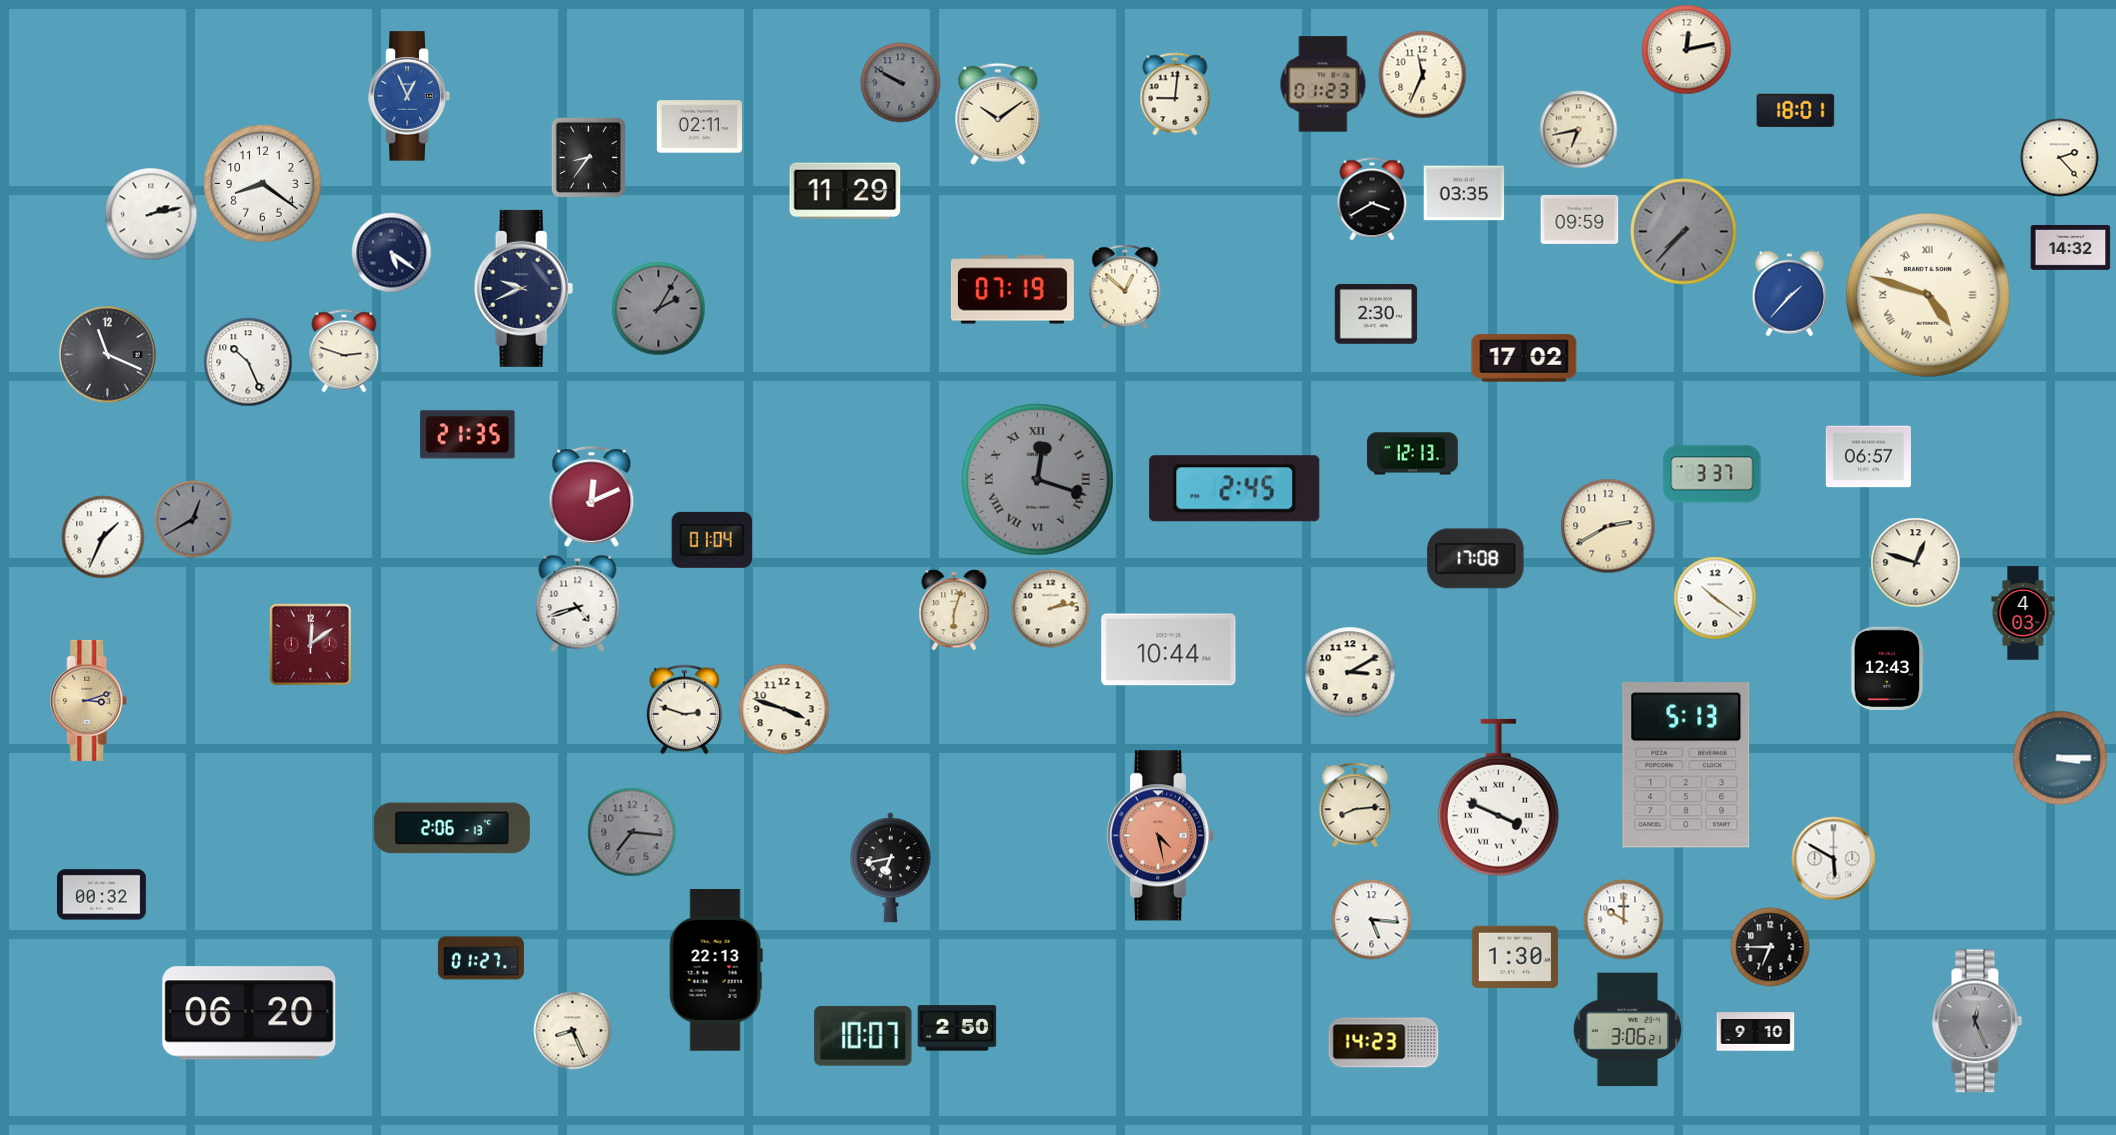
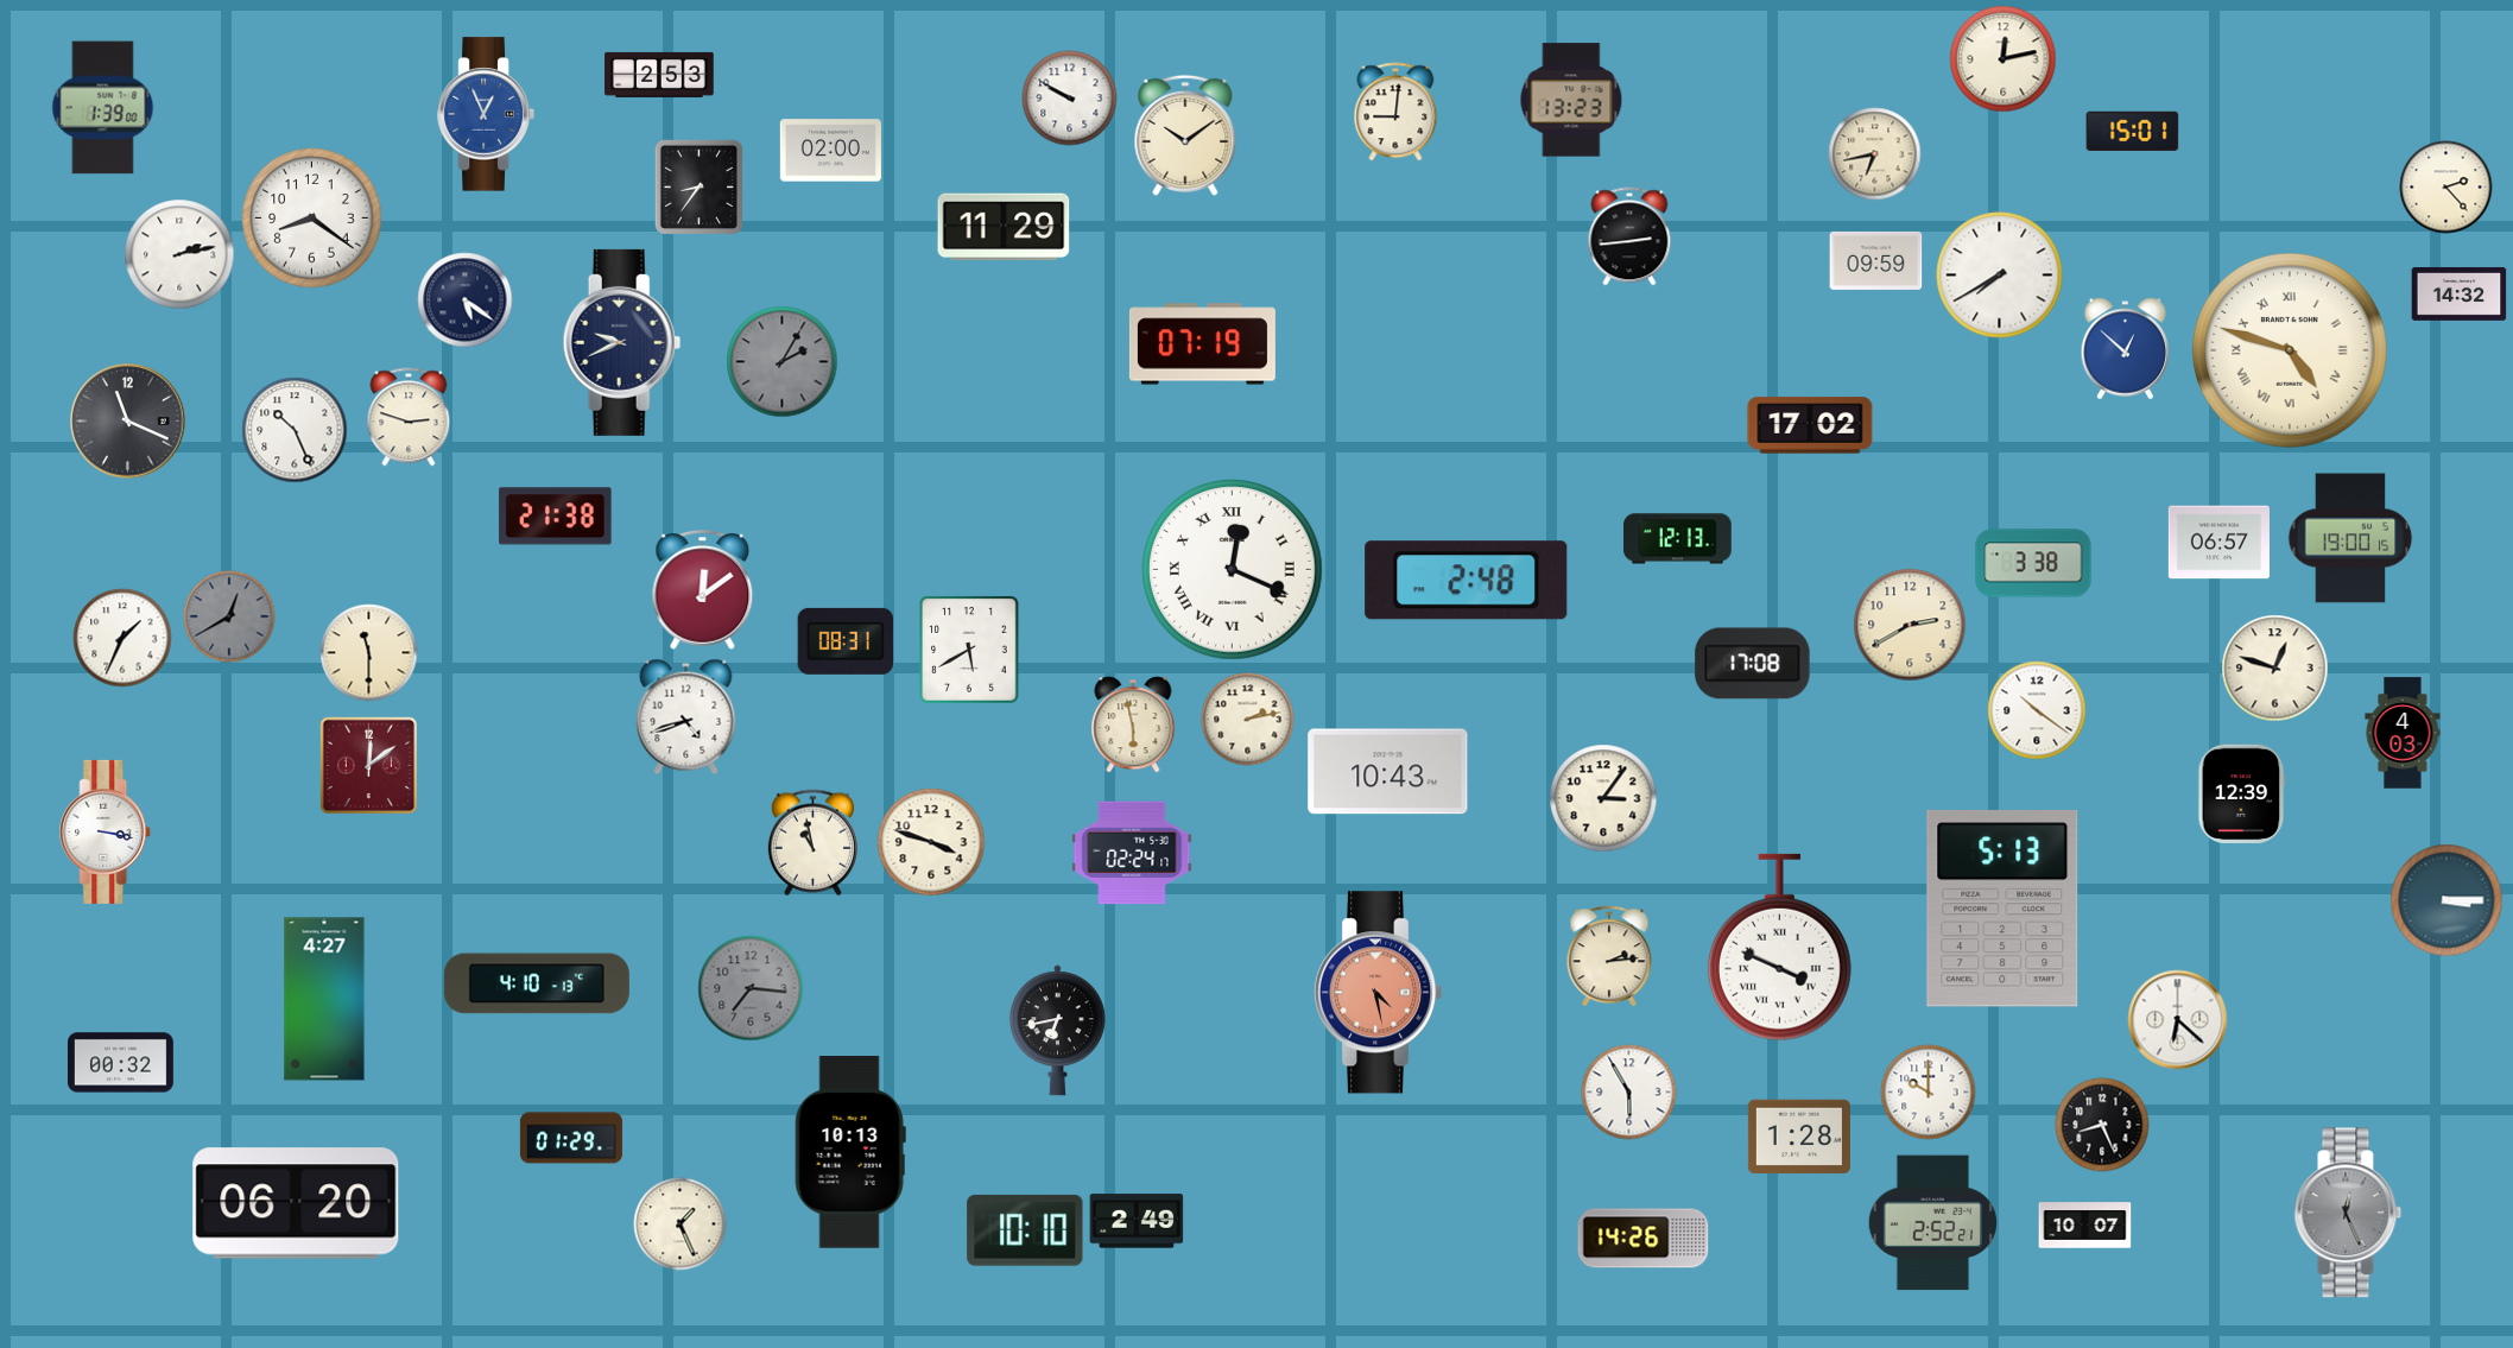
clock at (659, 75): none -> 2:53
clock at (1423, 75): 11:34 -> none
clock at (901, 83) dial: grey -> white
clock at (1323, 84): 01:23 -> 13:23
clock at (103, 108): none -> 1:39
clock at (1796, 111): 18:01 -> 15:01
clock at (699, 127): 02:11 -> 02:00
clock at (1464, 193): 03:35 -> none
clock at (1372, 199): 3:40 -> 2:44
clock at (1684, 232): 7:37 -> 7:40
clock at (1684, 232) dial: grey -> white
clock at (1125, 287): 12:52 -> none
clock at (1790, 294): 1:37 -> 12:52
clock at (659, 309) position: (659, 309) -> (783, 362)
clock at (1376, 314): 2:30 -> none
clock at (468, 435): 21:35 -> 21:38
clock at (2350, 538): none -> 19:00
clock at (1712, 474): 3:37 -> 3:38
clock at (1038, 480): 12:18 -> 12:19
clock at (1038, 480) dial: grey -> white
clock at (1235, 489): 2:45 -> 2:48
clock at (592, 497): 12:11 -> 12:09
clock at (712, 540): 01:04 -> 08:31
clock at (969, 650): none -> 5:40
clock at (369, 653): none -> 11:30
clock at (1051, 609) position: (1051, 609) -> (1248, 720)
clock at (954, 610): 6:03 -> 5:58
clock at (2023, 613) position: (2023, 613) -> (2403, 733)
clock at (1169, 650): 10:44 -> 10:43
clock at (1888, 668): 12:43 -> 12:39
clock at (1350, 672): 3:10 -> 3:06
clock at (89, 700): 3:12 -> 3:17
clock at (89, 700) dial: champagne -> white
clock at (684, 710): 2:48 -> 10:58
clock at (1132, 853): none -> 02:24
clock at (1355, 805): 8:14 -> 2:14
clock at (452, 828): 2:06 -> 4:10
clock at (324, 999): none -> 4:27
clock at (1834, 859): 5:50 -> 6:22
clock at (1372, 920): 5:16 -> 5:55
clock at (1770, 947): 6:45 -> 8:26
clock at (1515, 957): 1:30 -> 1:28
clock at (481, 958): 01:27 -> 01:29
clock at (716, 971): 22:13 -> 10:13
clock at (957, 1028): 2:50 -> 2:49
clock at (1627, 1030): 3:06 -> 2:52
clock at (573, 1031): 8:26 -> 1:26
clock at (1756, 1032): 9:10 -> 10:07
clock at (863, 1036): 10:07 -> 10:10
clock at (1384, 1043): 14:23 -> 14:26
